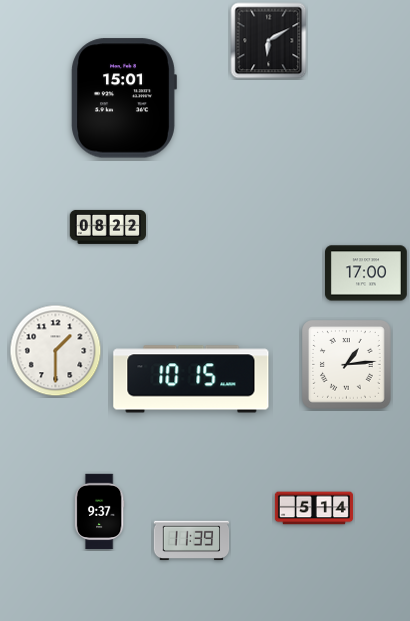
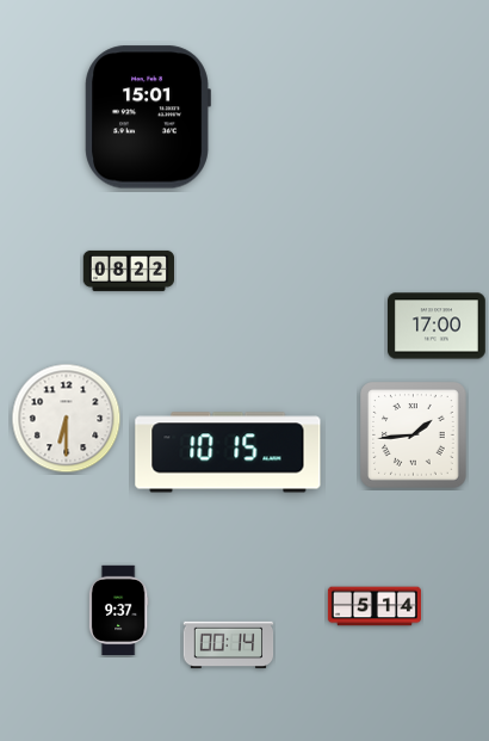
clock at (269, 41): 6:10 -> none
clock at (56, 351): 1:30 -> 6:30
clock at (347, 365): 1:14 -> 1:44
clock at (192, 541): 11:39 -> 00:14
